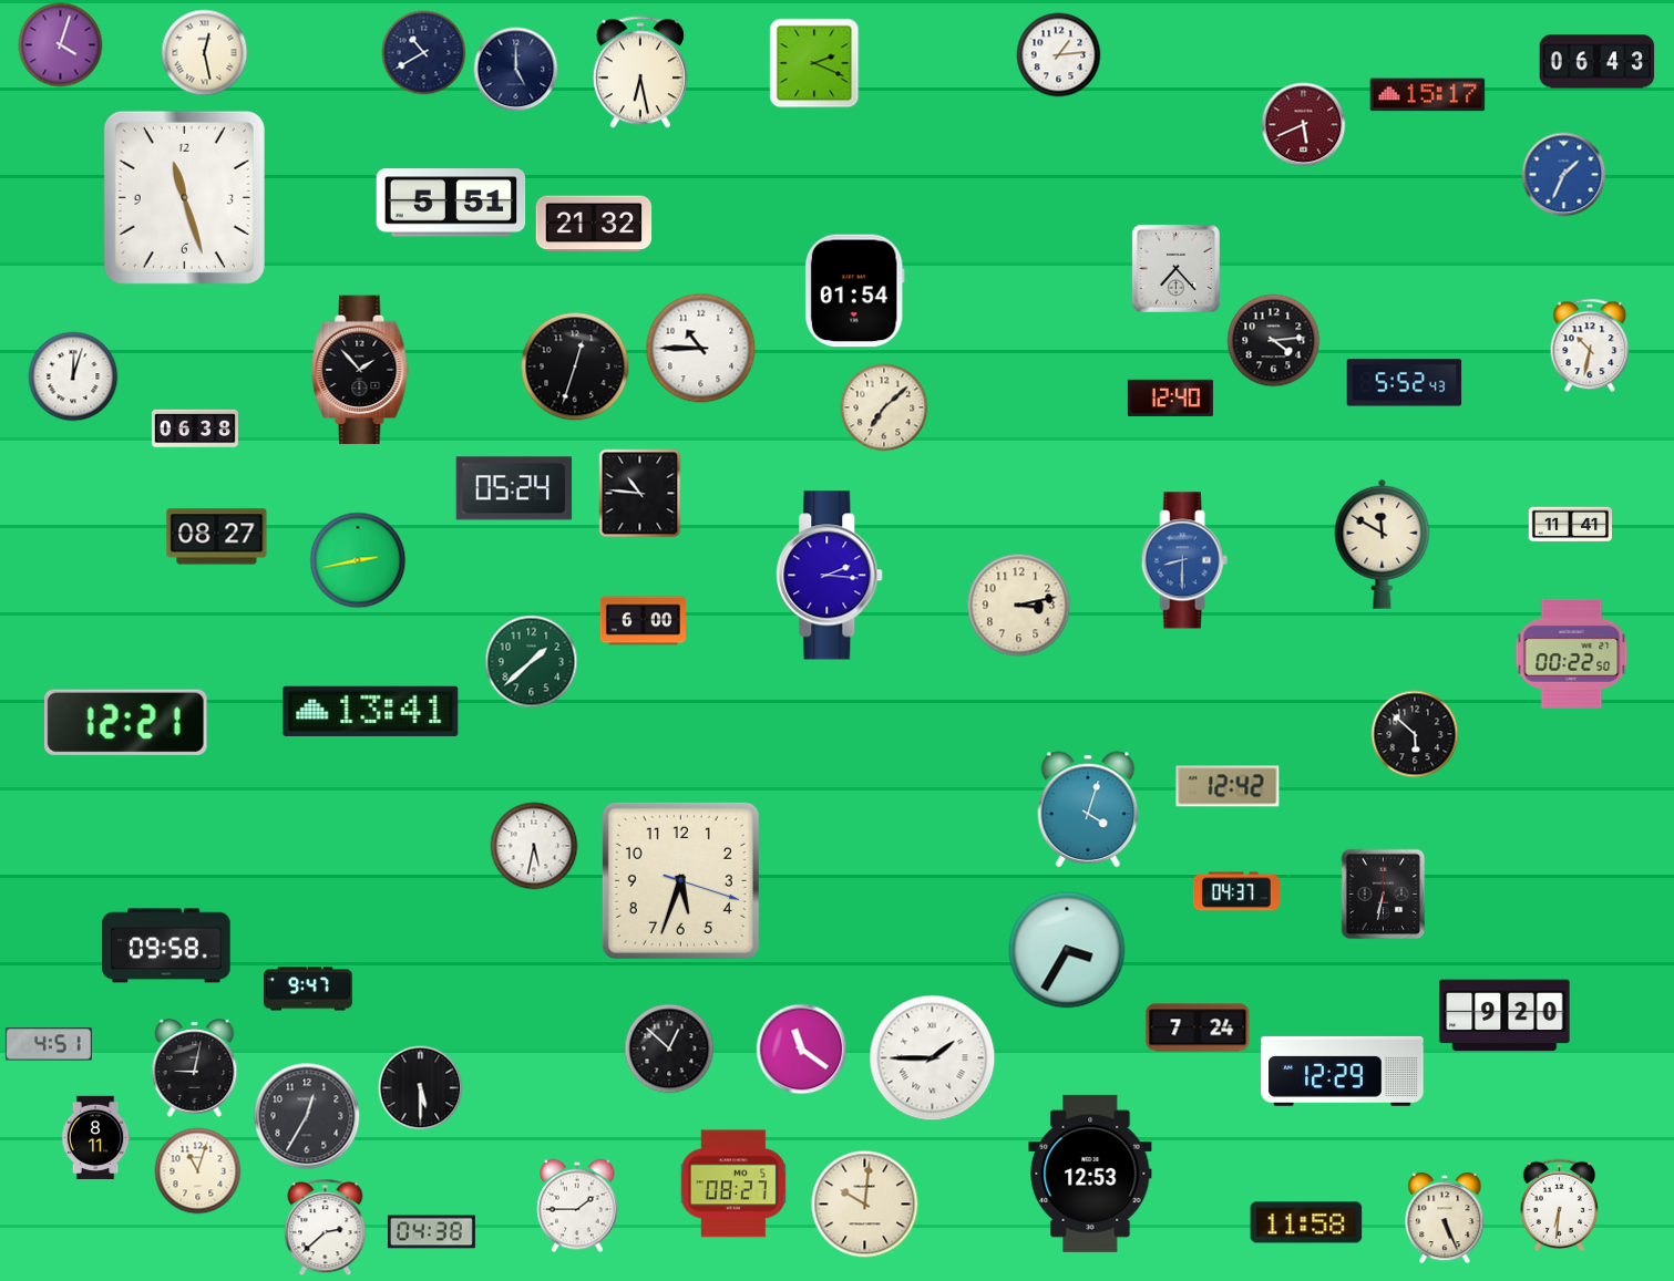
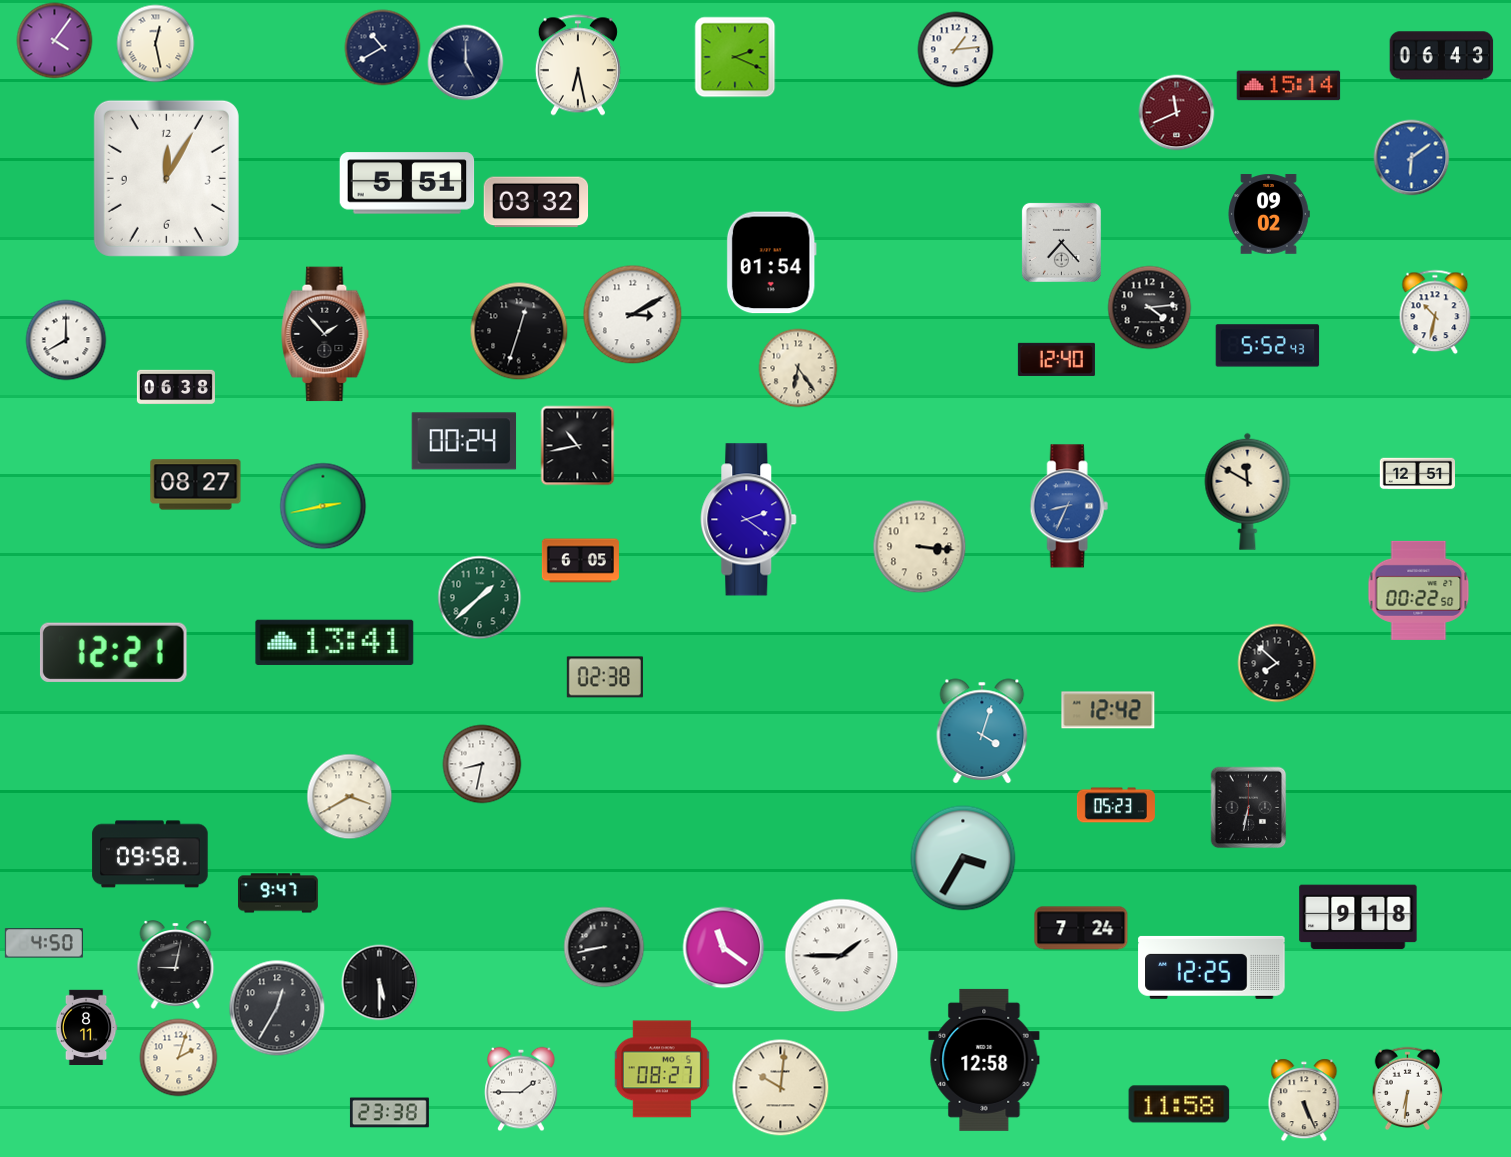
clock at (61, 45): 4:03 -> 4:06
clock at (205, 53) position: (205, 53) -> (156, 44)
clock at (1428, 95): 15:17 -> 15:14
clock at (1304, 125): 5:41 -> 11:41
clock at (1564, 175): 1:34 -> 6:09
clock at (184, 197): 11:27 -> 12:05
clock at (594, 224): 21:32 -> 03:32
clock at (1269, 214): none -> 09:02
clock at (701, 349): 10:45 -> 3:10
clock at (73, 376): 12:03 -> 8:00
clock at (884, 407): 7:08 -> 6:24
clock at (514, 488): 05:24 -> 00:24
clock at (640, 494): 10:46 -> 10:43
clock at (1570, 525): 11:41 -> 12:51
clock at (1184, 560): 8:30 -> 8:34
clock at (830, 576): 2:16 -> 2:21
clock at (1019, 606): 3:13 -> 3:16
clock at (643, 621): 6:00 -> 6:05
clock at (1415, 734): 5:52 -> 7:52
clock at (605, 677): none -> 02:38
clock at (534, 846): 5:32 -> 8:32
clock at (680, 880): 5:33 -> none
clock at (350, 797): none -> 3:40
clock at (1236, 891): 04:37 -> 05:23
clock at (1504, 1015): 9:20 -> 9:18
clock at (49, 1044): 4:51 -> 4:50
clock at (669, 1048): 12:52 -> 8:43
clock at (1343, 1071): 12:29 -> 12:25
clock at (198, 1171): 11:03 -> 2:03
clock at (1090, 1174): 12:53 -> 12:58
clock at (326, 1228): 2:38 -> none
clock at (431, 1232): 04:38 -> 23:38
